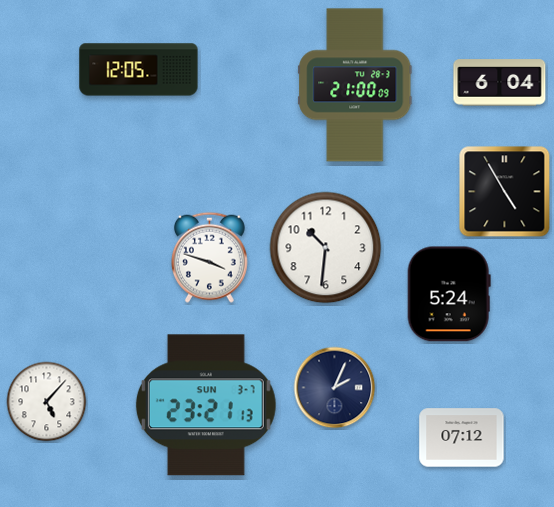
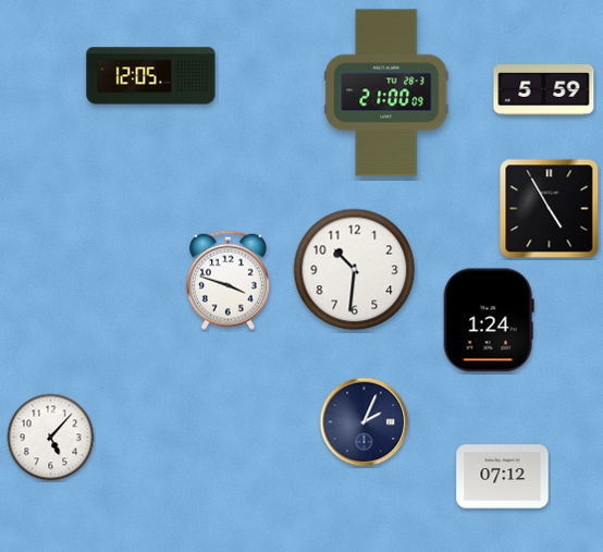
clock at (500, 83): 6:04 -> 5:59
clock at (449, 294): 5:24 -> 1:24
clock at (206, 405): 23:21 -> none
